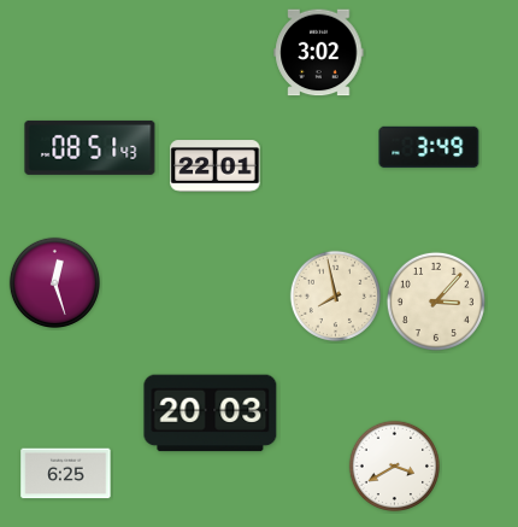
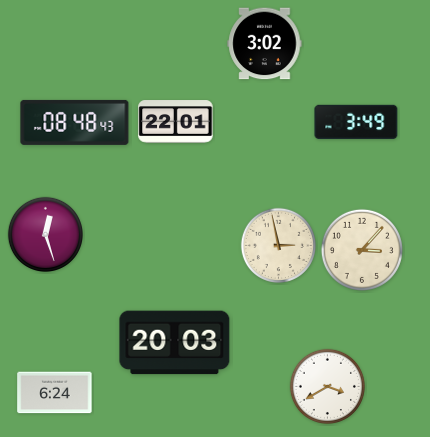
clock at (90, 147): 08:51 -> 08:48
clock at (216, 166) position: (216, 166) -> (176, 122)
clock at (335, 295): 7:58 -> 2:58
clock at (66, 474): 6:25 -> 6:24
